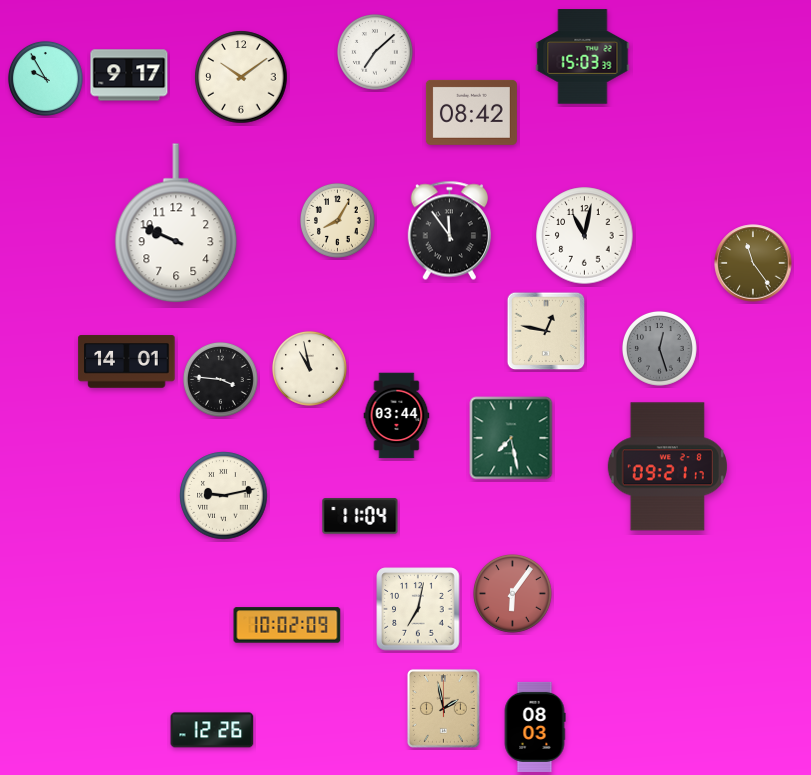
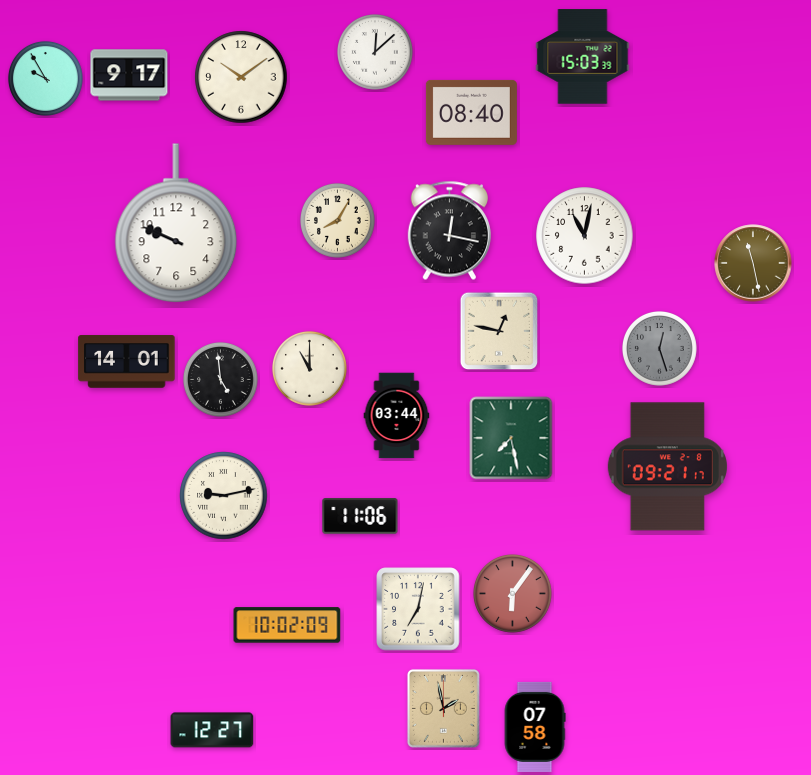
clock at (376, 53): 7:08 -> 12:08
clock at (471, 112): 08:42 -> 08:40
clock at (449, 231): 11:54 -> 12:17
clock at (753, 263): 11:24 -> 11:28
clock at (546, 331) position: (546, 331) -> (499, 331)
clock at (309, 368): 10:58 -> 11:00
clock at (220, 379): 3:46 -> 4:59
clock at (360, 516): 11:04 -> 11:06
clock at (535, 727): 08:03 -> 07:58
clock at (212, 730): 12:26 -> 12:27
